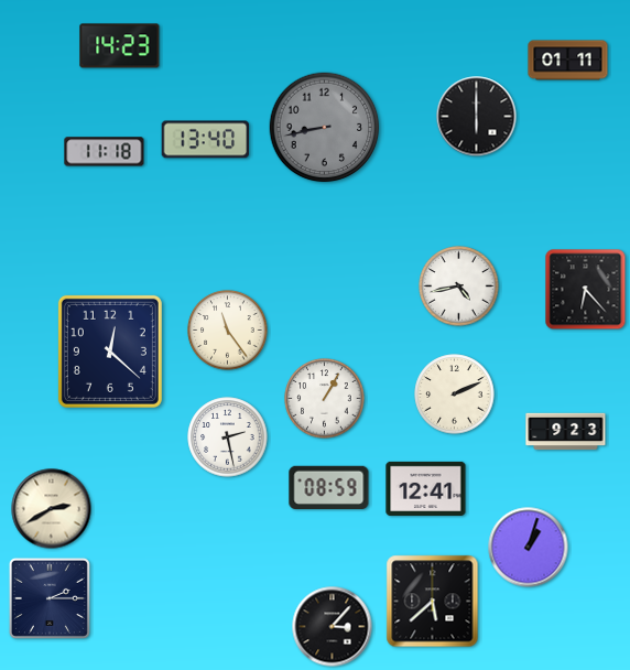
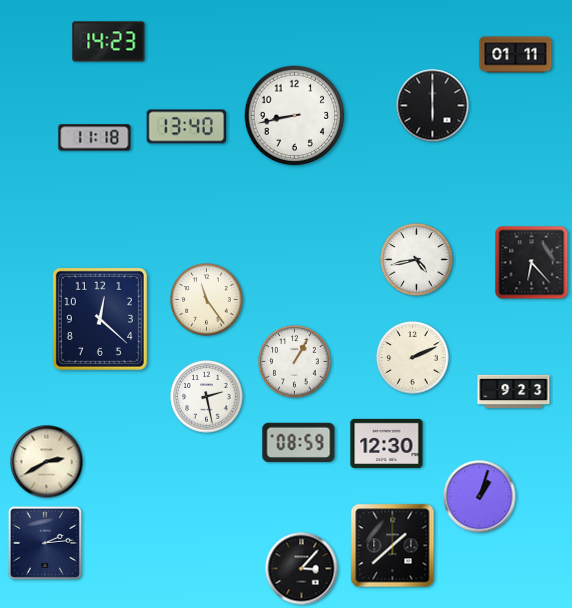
clock at (325, 128) dial: grey -> white
clock at (426, 488): 12:41 -> 12:30
clock at (50, 598): 2:15 -> 2:14
clock at (433, 602): 5:38 -> 1:38
